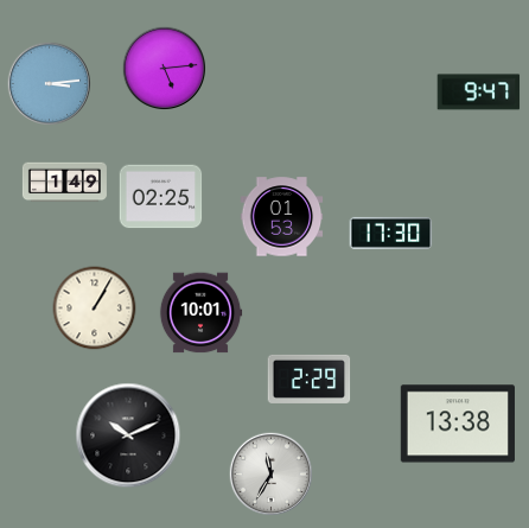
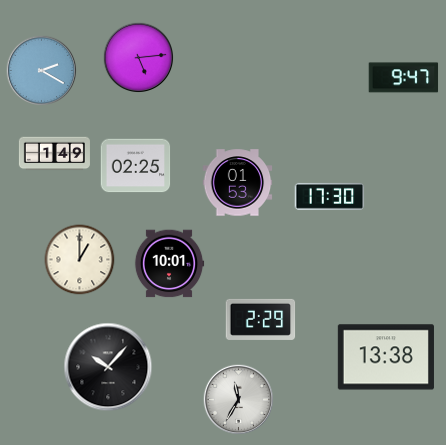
clock at (49, 83): 3:14 -> 2:20
clock at (95, 308): 1:05 -> 1:00
clock at (128, 435): 10:11 -> 10:07
clock at (270, 473) position: (270, 473) -> (238, 399)
